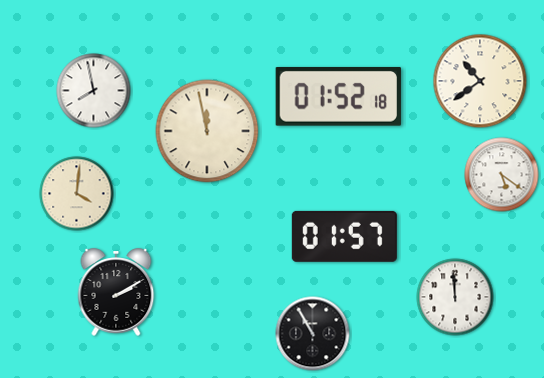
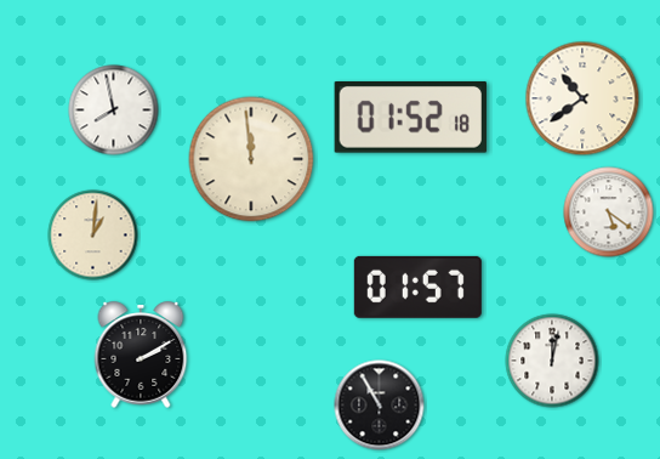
clock at (207, 131): 11:58 -> 11:59
clock at (77, 194): 4:01 -> 1:01
clock at (455, 297): 11:59 -> 12:02
